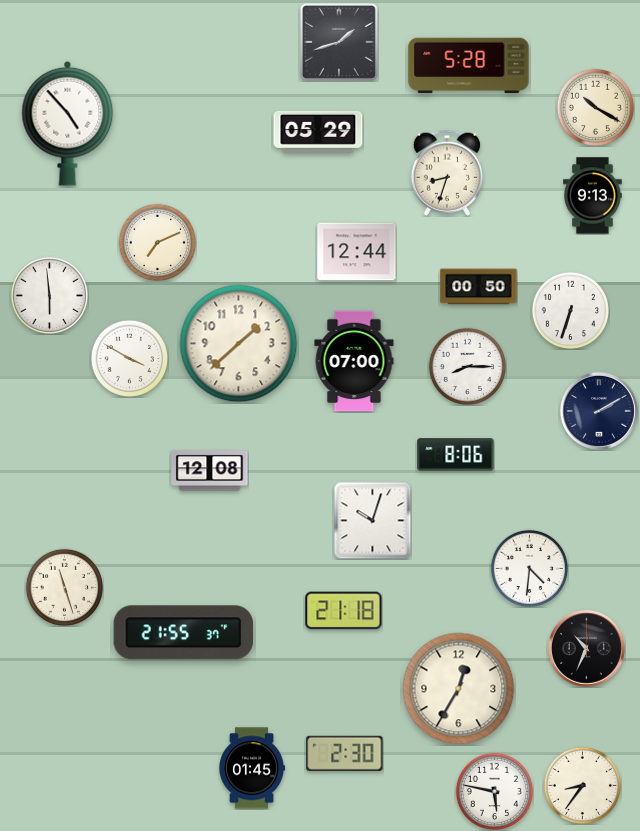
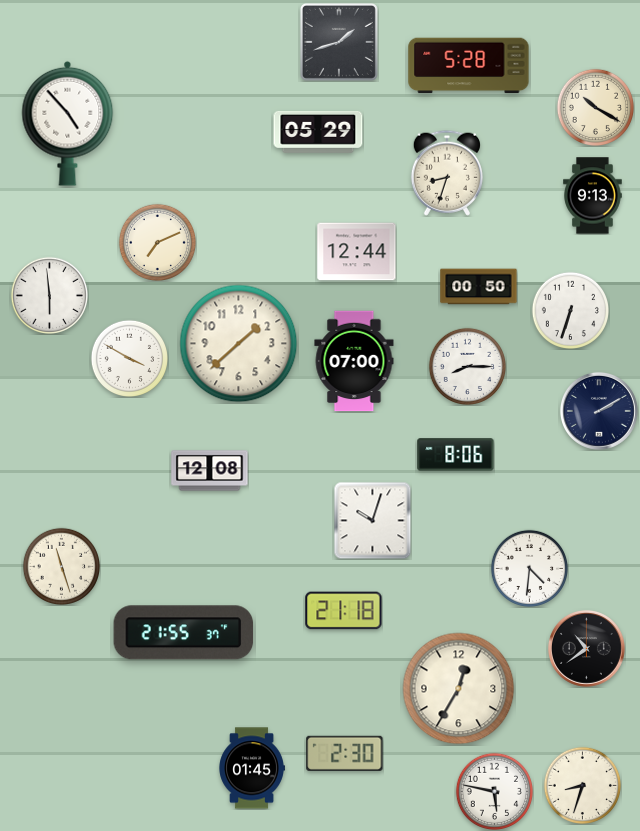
clock at (64, 587) position: (64, 587) -> (61, 566)
clock at (586, 648): 10:34 -> 10:39
clock at (582, 785): 8:36 -> 8:33
